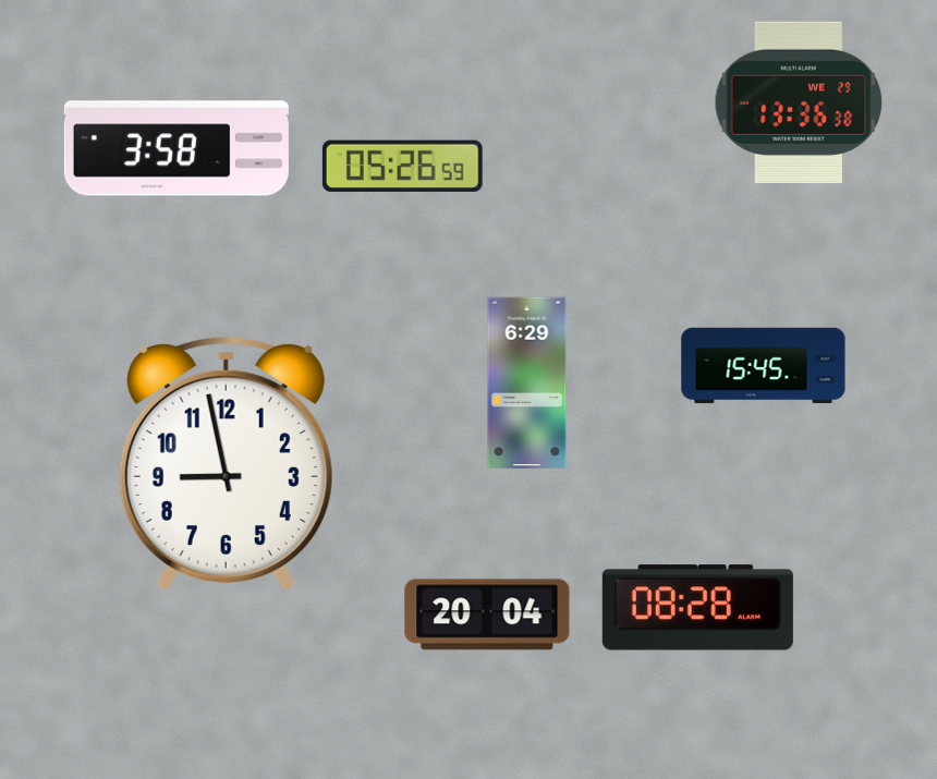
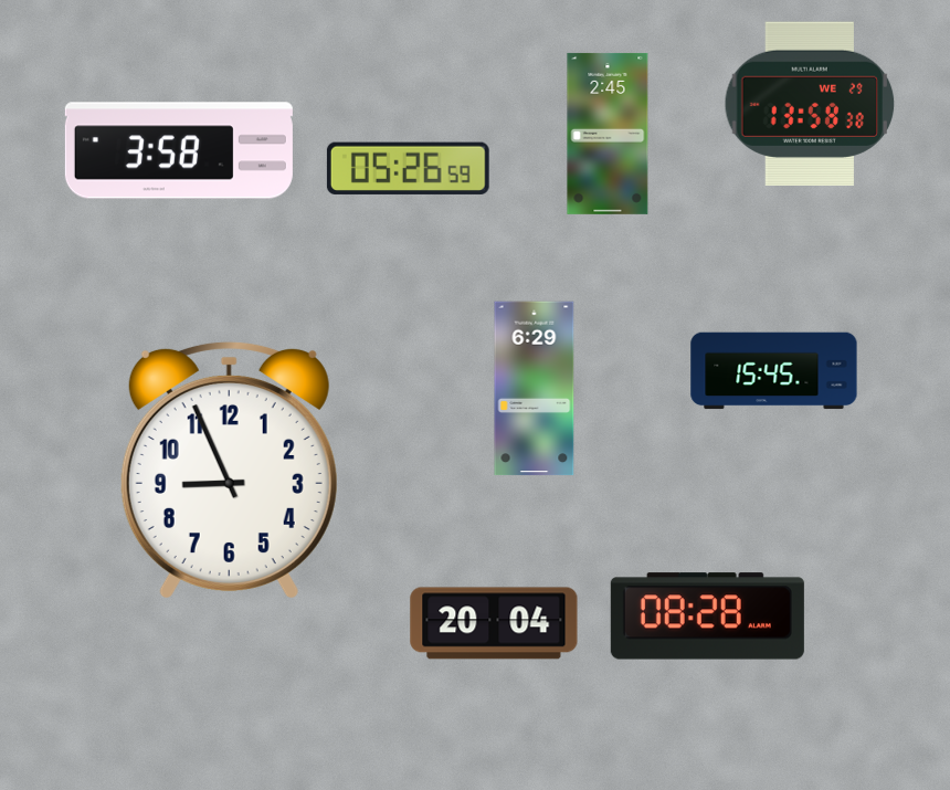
clock at (799, 102): 13:36 -> 13:58
clock at (608, 134): none -> 2:45
clock at (226, 463): 8:58 -> 8:56
